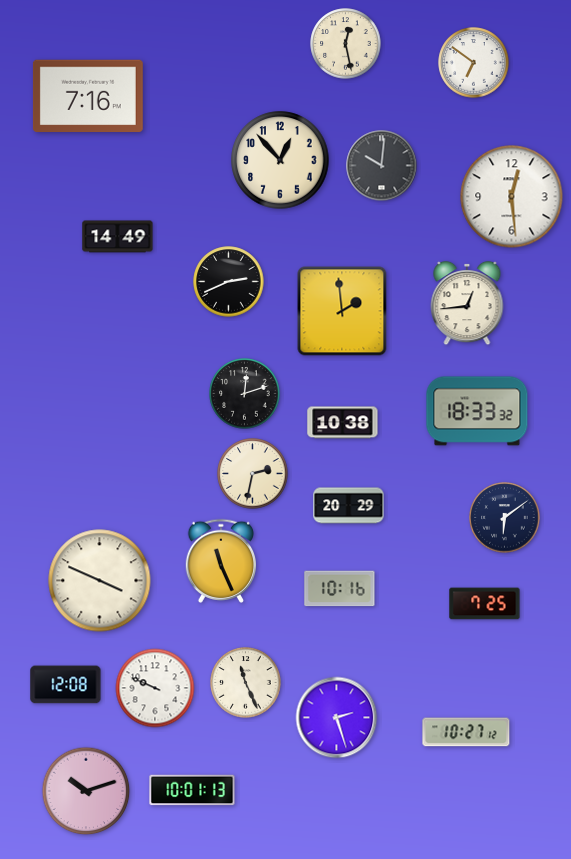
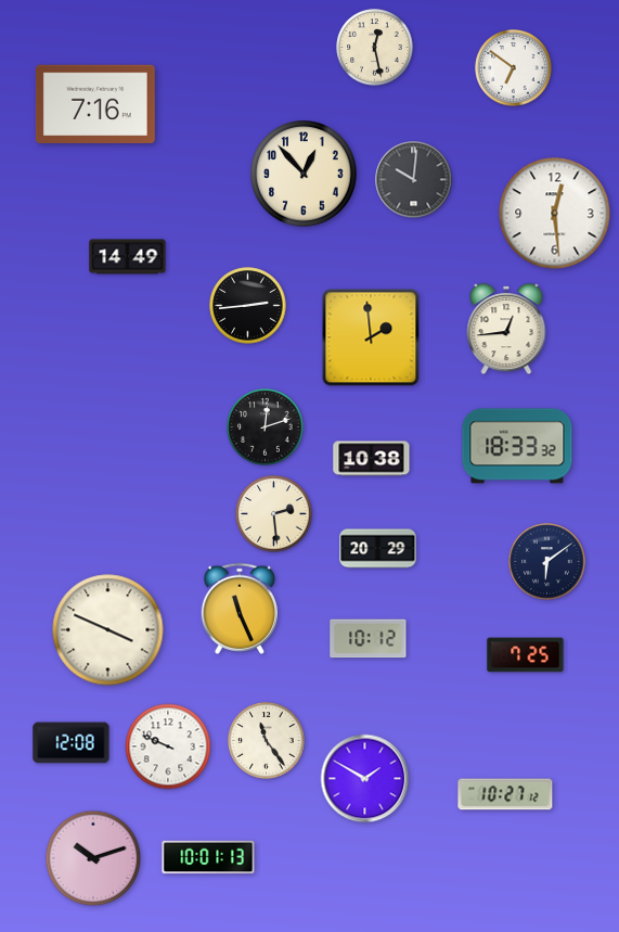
clock at (229, 282): 2:41 -> 2:44
clock at (253, 474): 2:32 -> 2:29
clock at (340, 589): 10:16 -> 10:12
clock at (246, 683): 11:26 -> 11:24
clock at (337, 718): 2:27 -> 1:50
